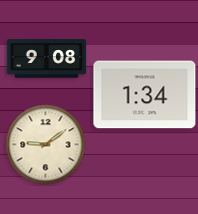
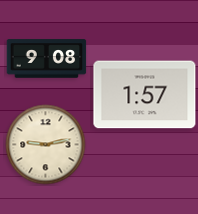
clock at (145, 95): 1:34 -> 1:57
clock at (46, 145): 9:09 -> 9:13
